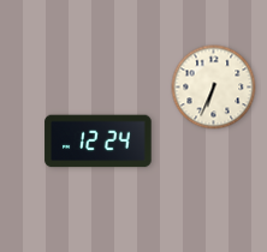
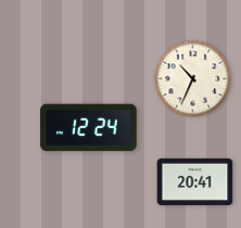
clock at (214, 88): 6:34 -> 10:34
clock at (195, 181): none -> 20:41
